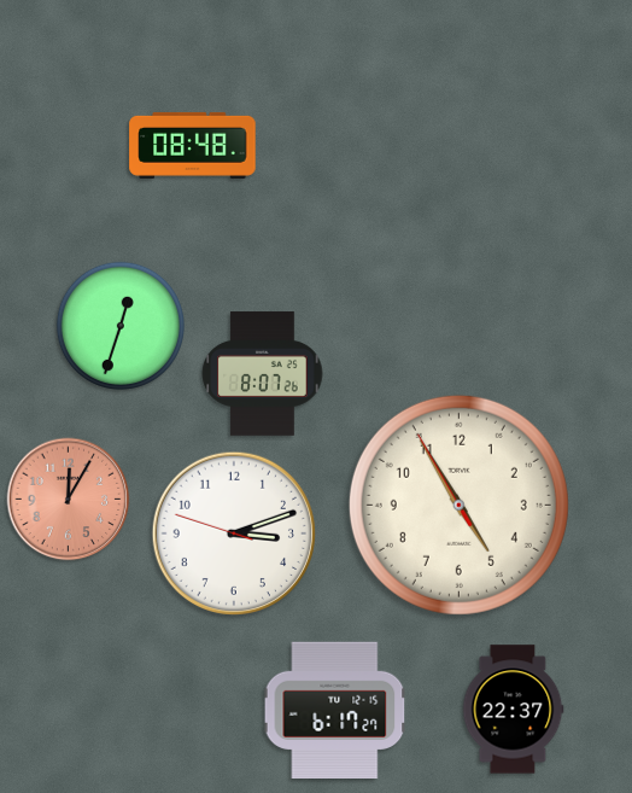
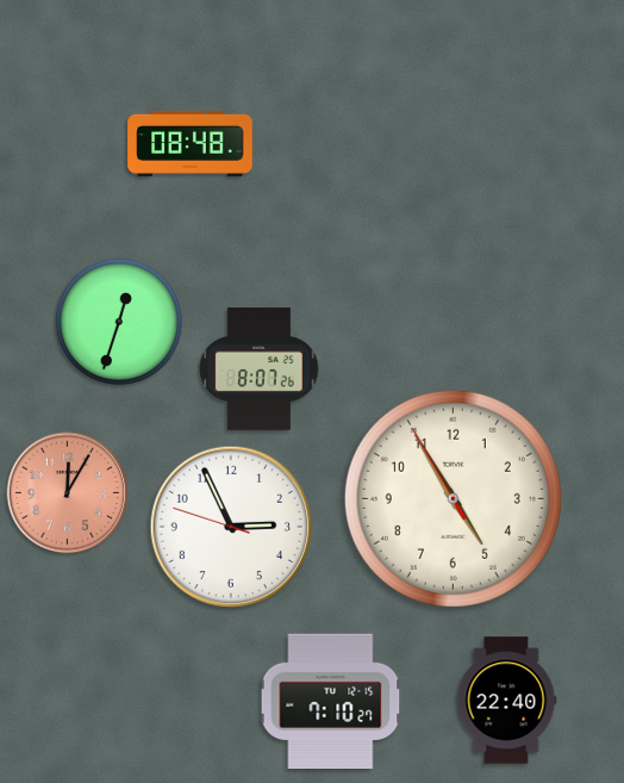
clock at (233, 532): 3:11 -> 2:55
clock at (335, 710): 6:17 -> 7:10
clock at (513, 710): 22:37 -> 22:40
